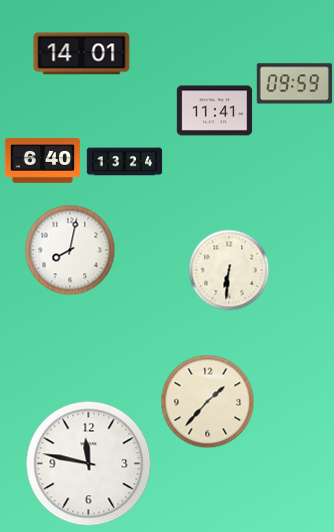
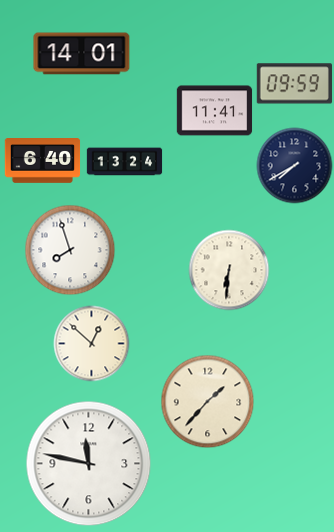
clock at (295, 166): none -> 7:40
clock at (70, 250): 8:02 -> 7:57
clock at (92, 344): none -> 12:52
